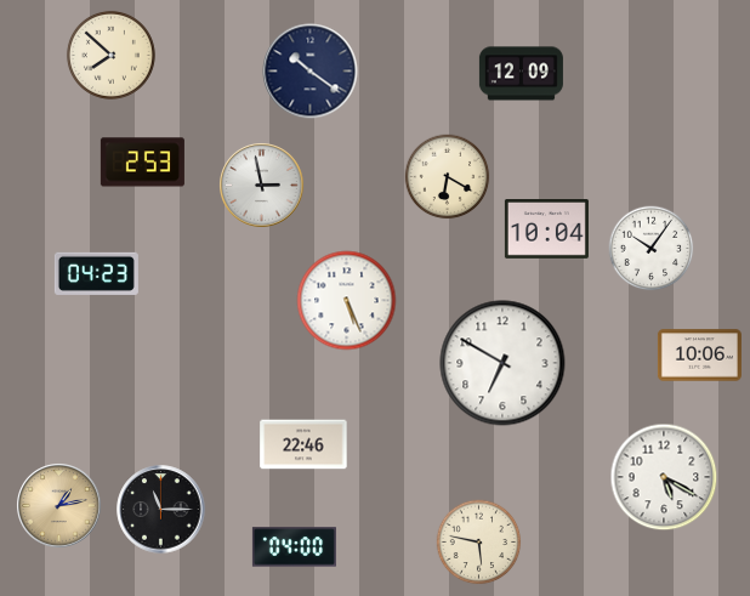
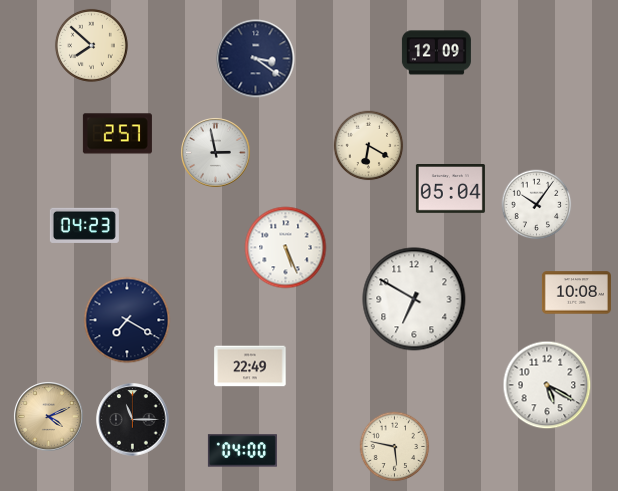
clock at (311, 72): 10:21 -> 3:21
clock at (521, 74) position: (521, 74) -> (436, 53)
clock at (142, 163): 2:53 -> 2:57
clock at (546, 229): 10:04 -> 05:04
clock at (96, 273) position: (96, 273) -> (84, 225)
clock at (699, 356): 10:06 -> 10:08
clock at (127, 320): none -> 7:20
clock at (303, 444): 22:46 -> 22:49
clock at (664, 477) position: (664, 477) -> (547, 385)
clock at (59, 506): 1:13 -> 4:11
